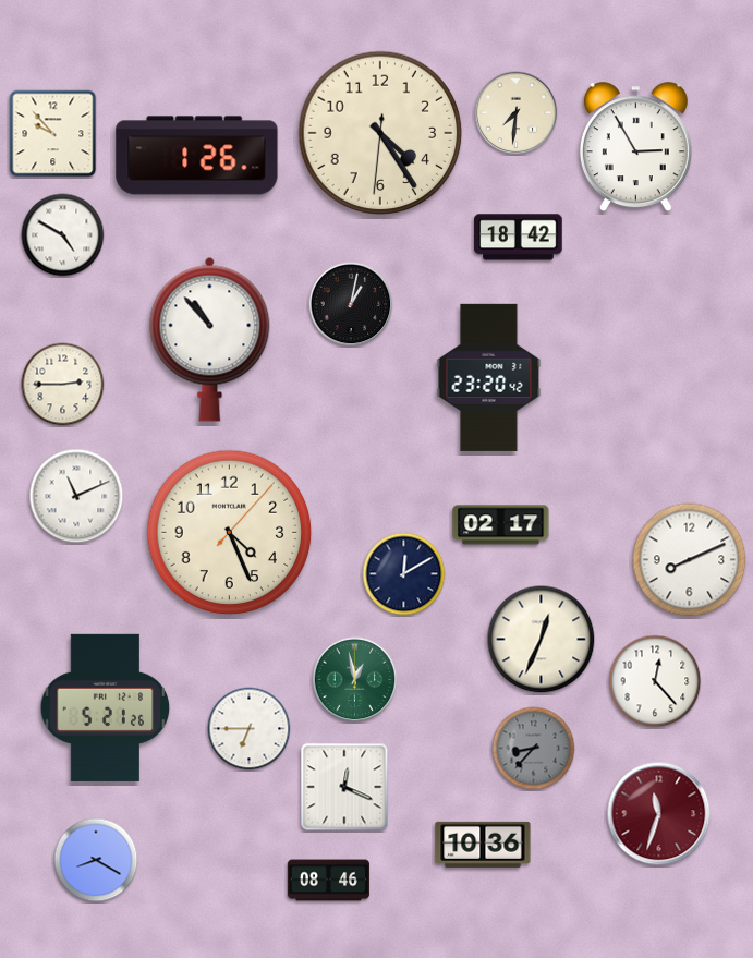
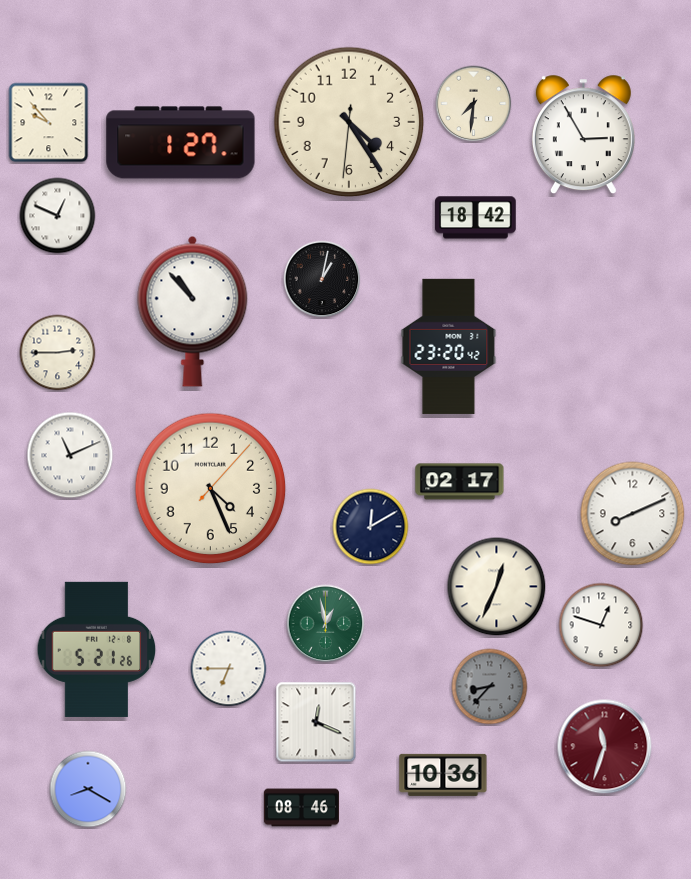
clock at (197, 156): 1:26 -> 1:27
clock at (63, 235): 4:50 -> 12:49
clock at (655, 681): 12:23 -> 12:48
